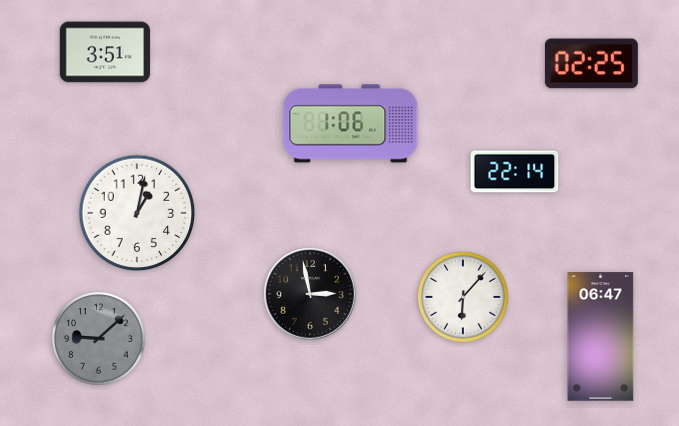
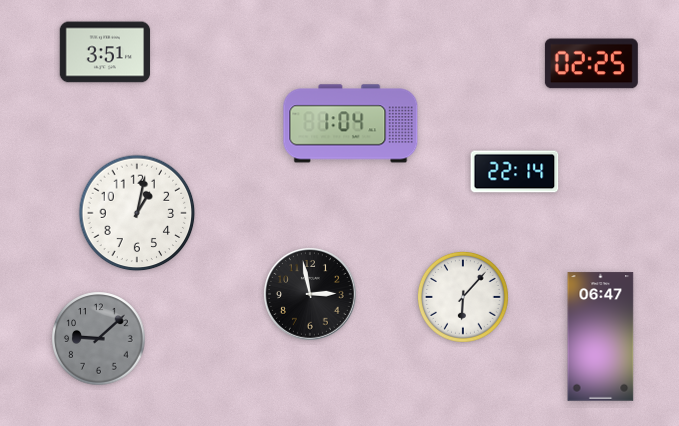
clock at (351, 124): 1:06 -> 1:04
